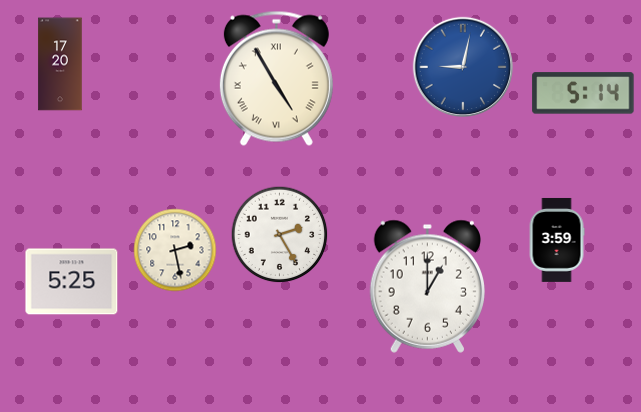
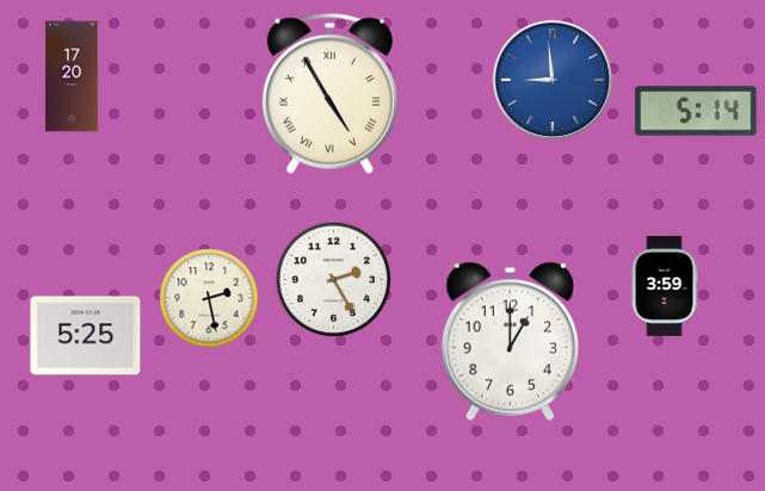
clock at (463, 67): 9:02 -> 8:59
